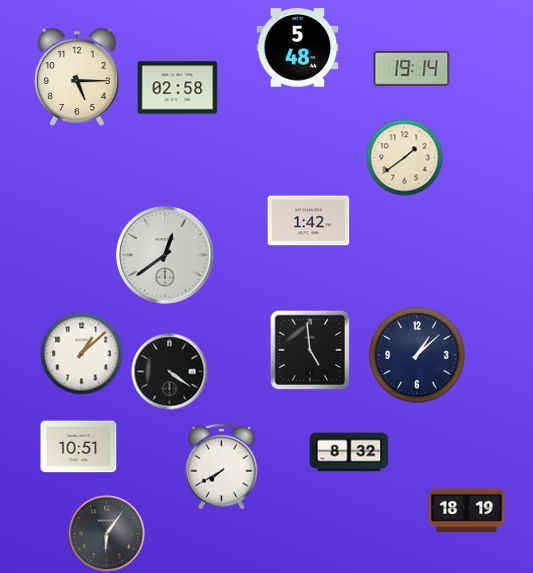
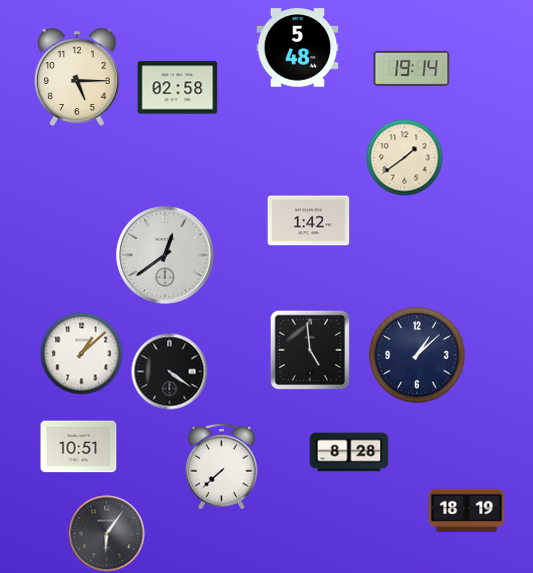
clock at (349, 452): 8:32 -> 8:28
clock at (222, 466): 7:40 -> 7:38
